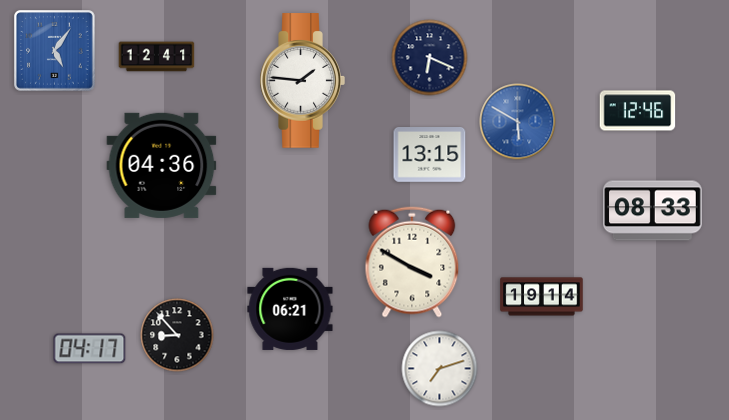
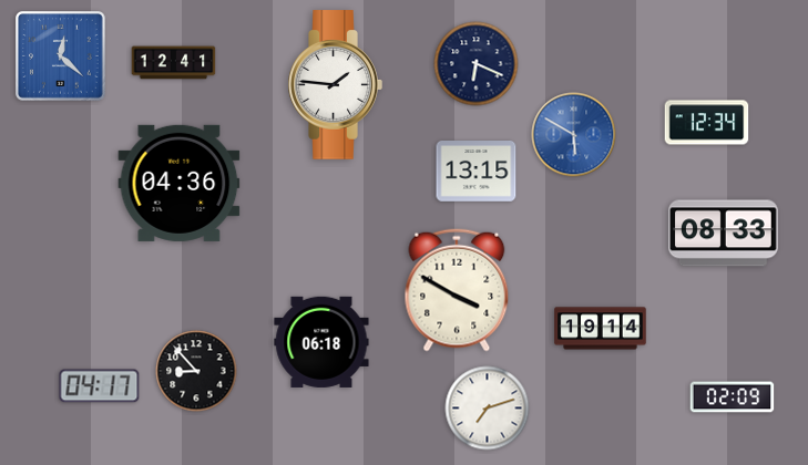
clock at (55, 51): 5:06 -> 12:22
clock at (302, 81) position: (302, 81) -> (335, 85)
clock at (638, 111): 12:46 -> 12:34
clock at (290, 309): 06:21 -> 06:18
clock at (733, 397): none -> 02:09
